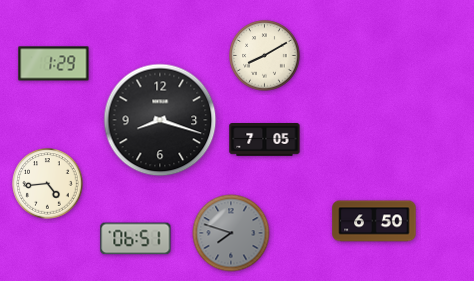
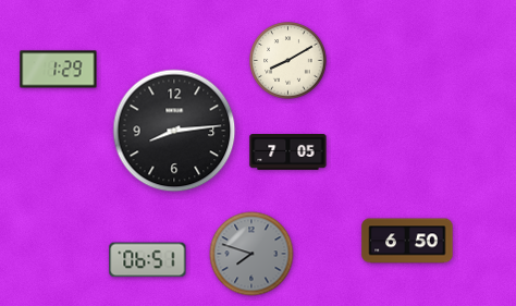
clock at (160, 120): 8:18 -> 8:14
clock at (48, 184): 4:44 -> none
